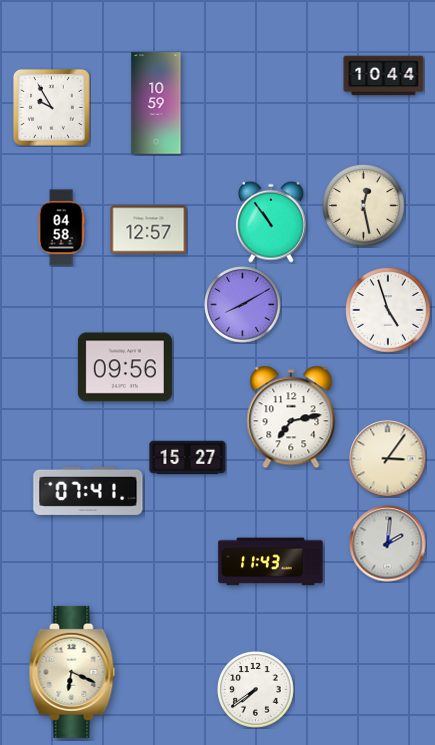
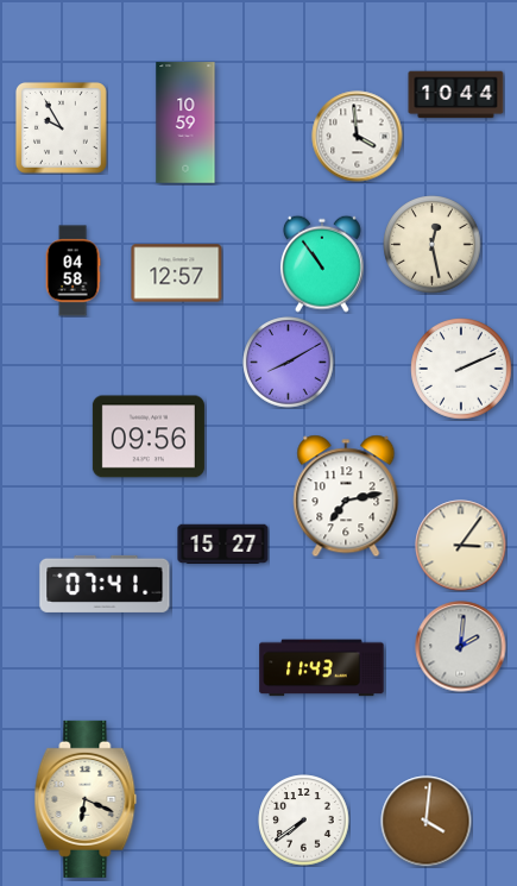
clock at (384, 76) position: (384, 76) -> (456, 95)
clock at (358, 137): none -> 3:59
clock at (389, 311): 4:57 -> 2:11
clock at (427, 822): none -> 4:01
